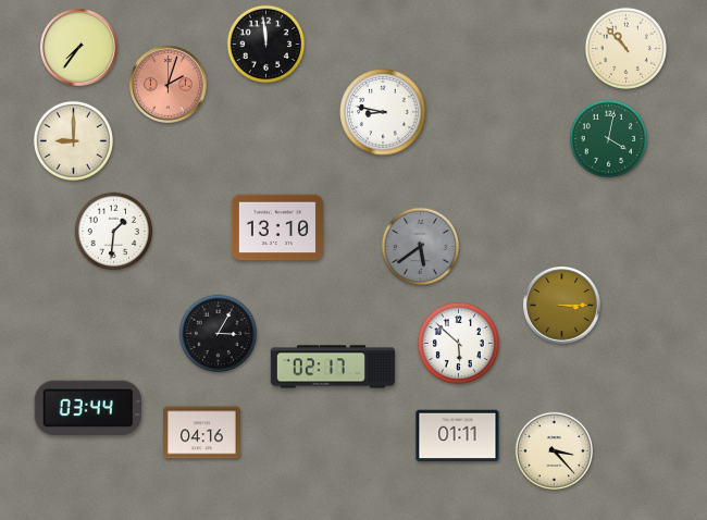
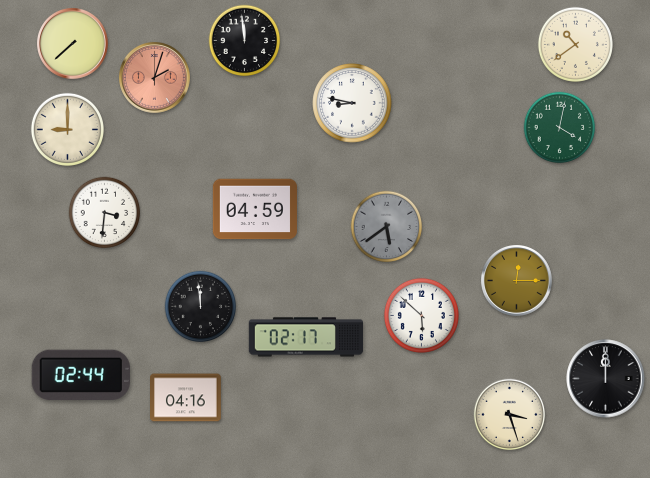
clock at (79, 48): 7:36 -> 7:38
clock at (625, 48): 10:53 -> 10:39
clock at (277, 227): 13:10 -> 04:59
clock at (114, 232): 1:31 -> 3:31
clock at (562, 306): 3:15 -> 12:15
clock at (219, 334): 3:05 -> 11:59
clock at (87, 408): 03:44 -> 02:44
clock at (606, 379): none -> 12:00
clock at (458, 436): 01:11 -> none
clock at (555, 451): 3:23 -> 3:27
